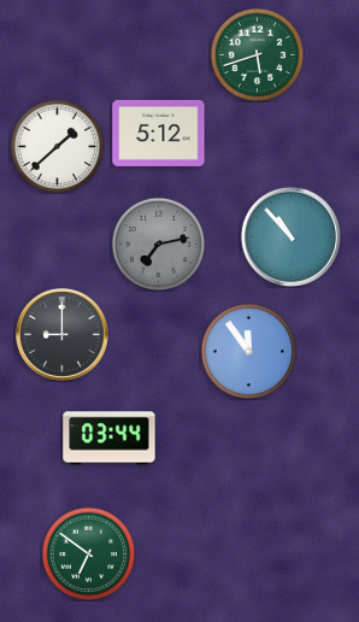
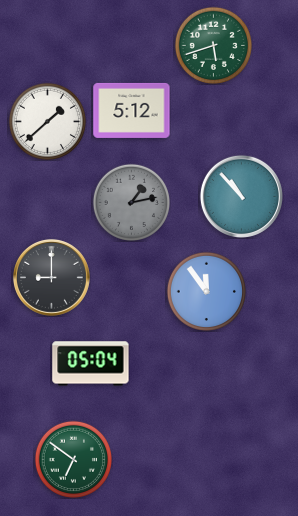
clock at (158, 243): 7:13 -> 1:13
clock at (110, 439): 03:44 -> 05:04
